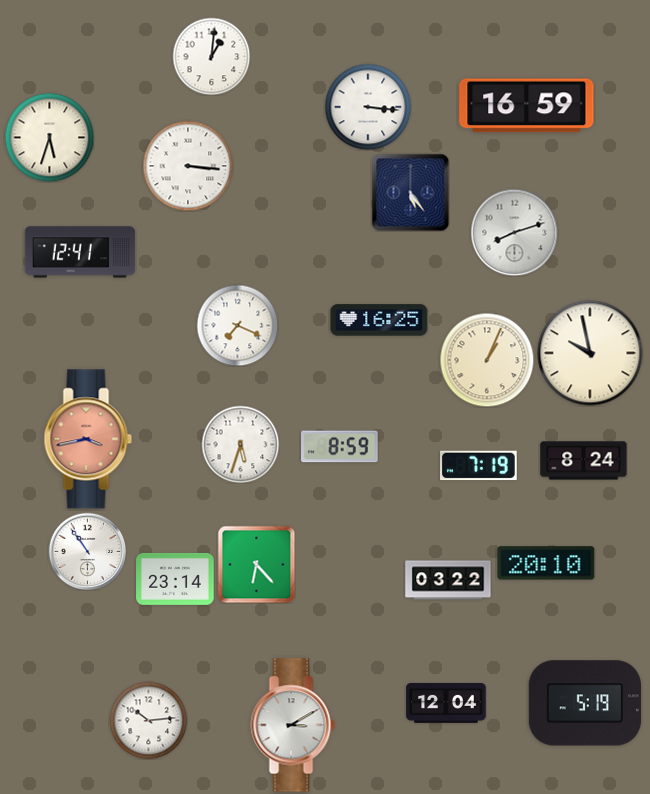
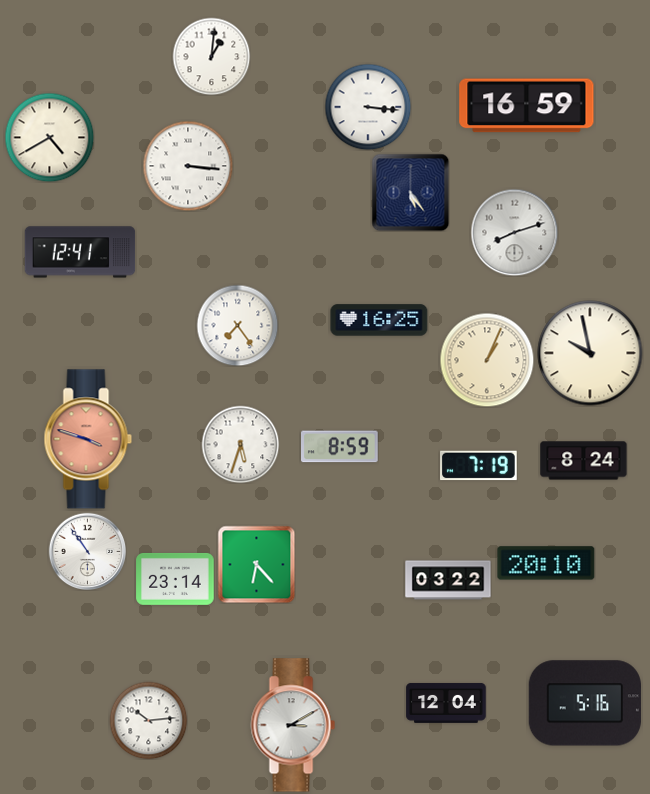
clock at (49, 137): 5:33 -> 4:40
clock at (237, 325): 7:19 -> 7:24
clock at (88, 439): 3:43 -> 3:48
clock at (584, 703): 5:19 -> 5:16
